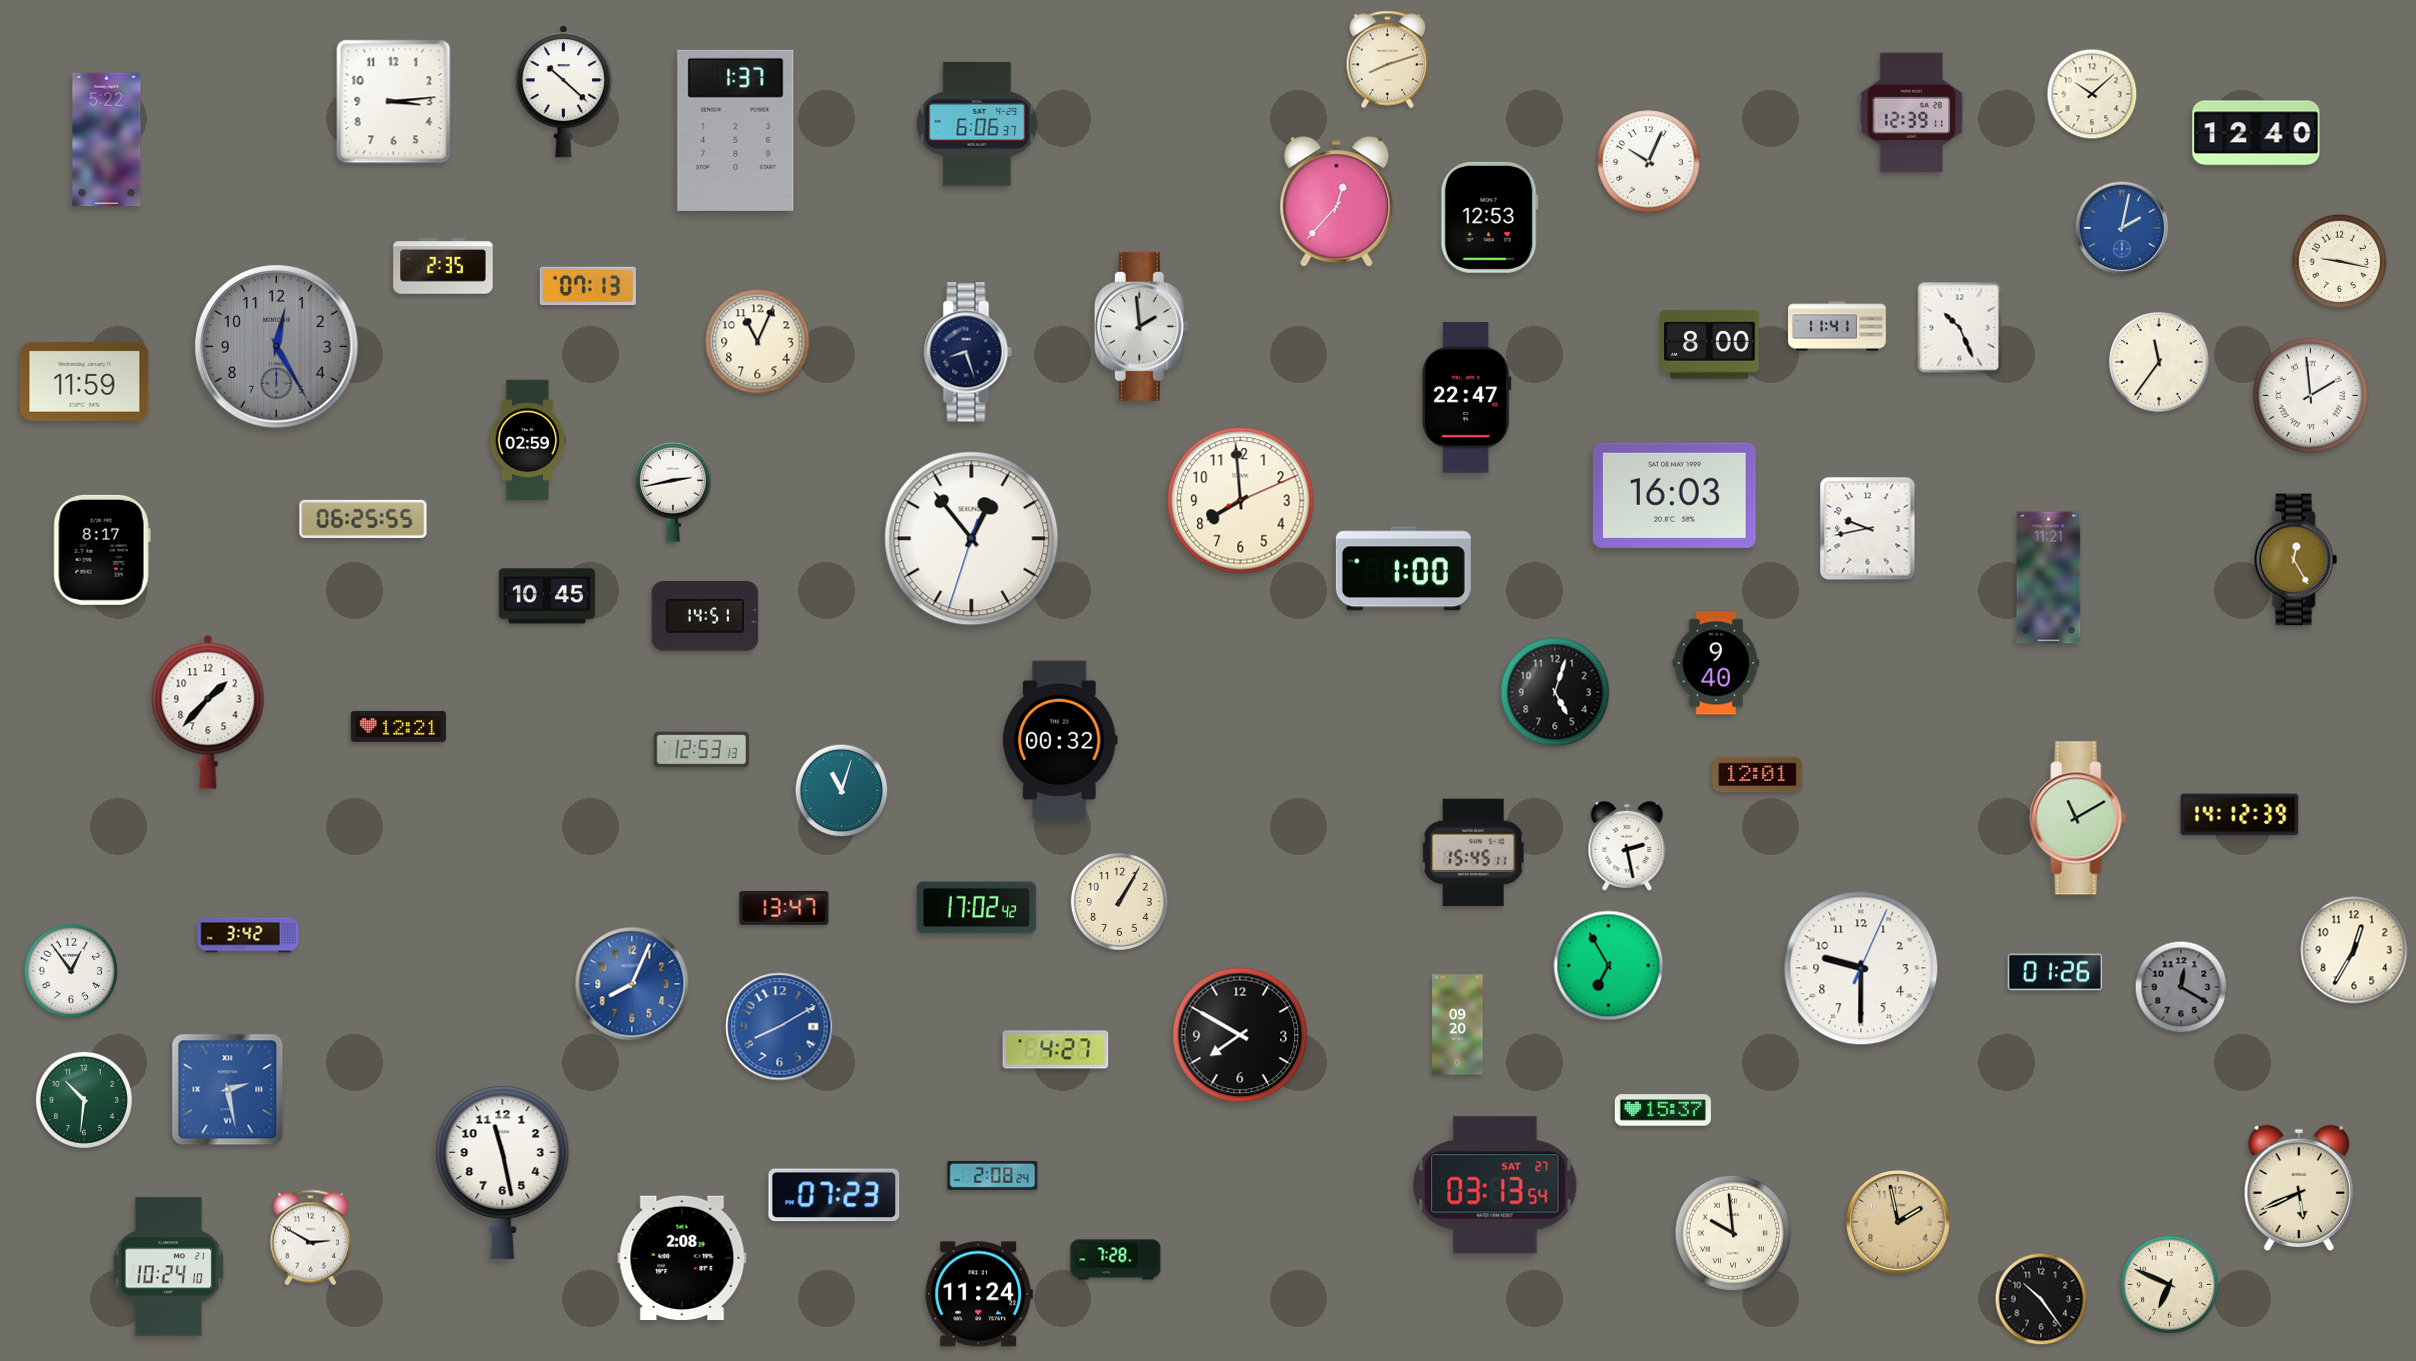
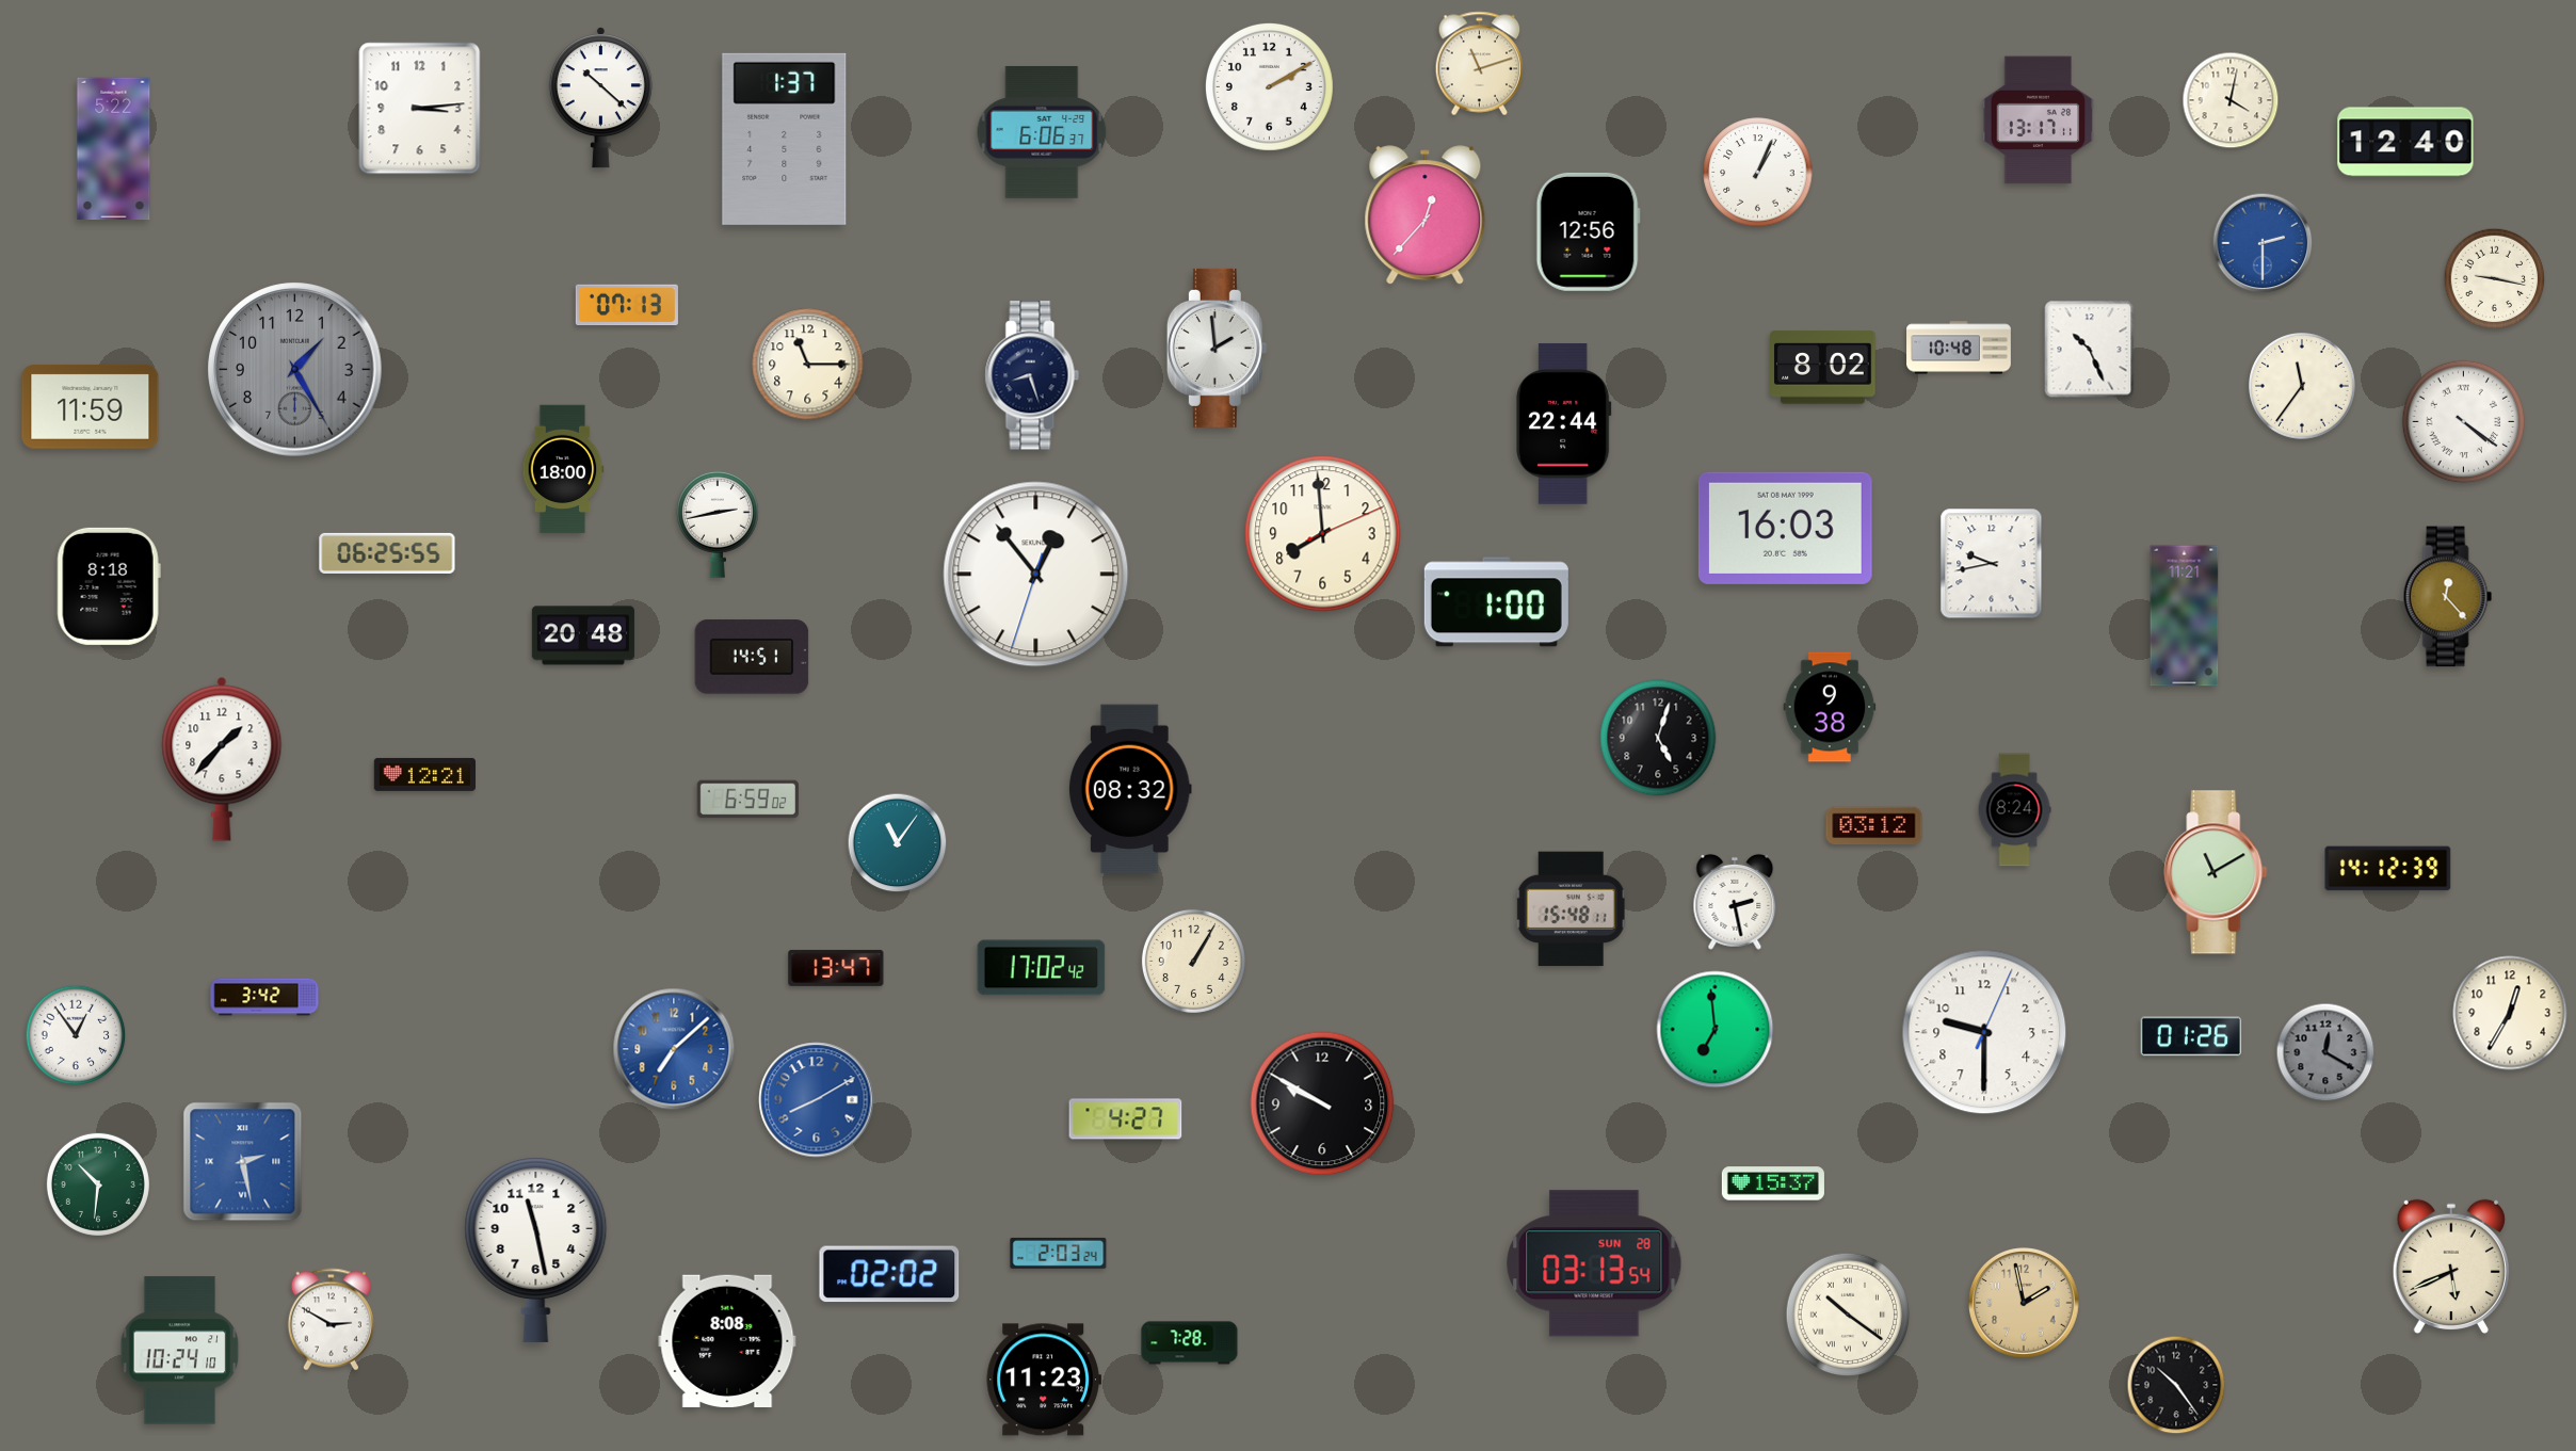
clock at (1388, 60): 8:12 -> 11:12
clock at (1269, 86): none -> 2:10
clock at (2092, 94): 10:08 -> 4:02
clock at (1912, 113): 12:39 -> 13:17
clock at (1649, 162): 10:04 -> 1:04
clock at (1489, 217): 12:53 -> 12:56
clock at (2122, 228): 2:02 -> 2:30
clock at (443, 266): 2:35 -> none
clock at (1837, 326): 11:41 -> 10:48
clock at (758, 342): 11:04 -> 11:15
clock at (1710, 345): 8:00 -> 8:02
clock at (277, 347): 12:25 -> 1:25
clock at (2311, 396): 1:59 -> 4:21
clock at (1466, 398): 22:47 -> 22:44
clock at (528, 440): 02:59 -> 18:00
clock at (102, 550): 8:17 -> 8:18
clock at (2296, 560): 12:25 -> 12:23
clock at (1403, 569) position: (1403, 569) -> (1496, 602)
clock at (547, 596): 10:45 -> 20:48
clock at (1716, 663): 9:40 -> 9:38
clock at (1060, 740): 00:32 -> 08:32
clock at (701, 750): 12:53 -> 6:59
clock at (2014, 810): none -> 8:24
clock at (1758, 775): 12:01 -> 03:12
clock at (842, 791): 11:03 -> 11:06
clock at (1474, 853): 15:45 -> 15:48
clock at (1609, 966): 6:55 -> 6:59
clock at (632, 984): 8:04 -> 7:08
clock at (1458, 1025): 09:20 -> none
clock at (780, 1027) position: (780, 1027) -> (817, 1100)
clock at (1240, 1035): 7:50 -> 9:50
clock at (84, 1100) position: (84, 1100) -> (98, 1184)
clock at (993, 1175): 2:08 -> 2:03
clock at (1495, 1185) date: SAT 27 -> SUN 28
clock at (834, 1195): 07:23 -> 02:02
clock at (1733, 1233): 9:59 -> 10:21
clock at (682, 1257): 2:08 -> 8:08
clock at (2169, 1284): 6:49 -> none
clock at (979, 1294): 11:24 -> 11:23
